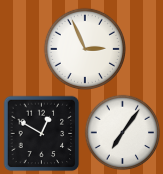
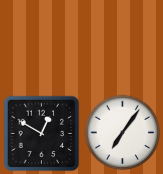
clock at (84, 48): 2:56 -> none
